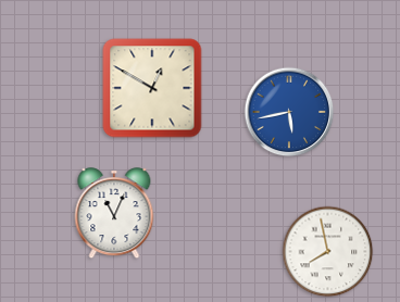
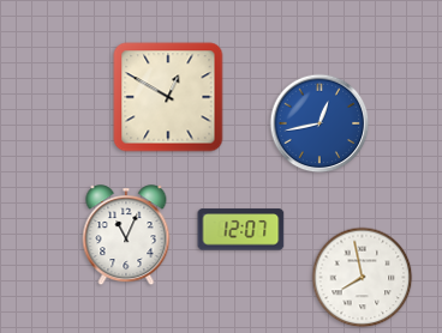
clock at (289, 112): 5:43 -> 12:43
clock at (241, 230): none -> 12:07
